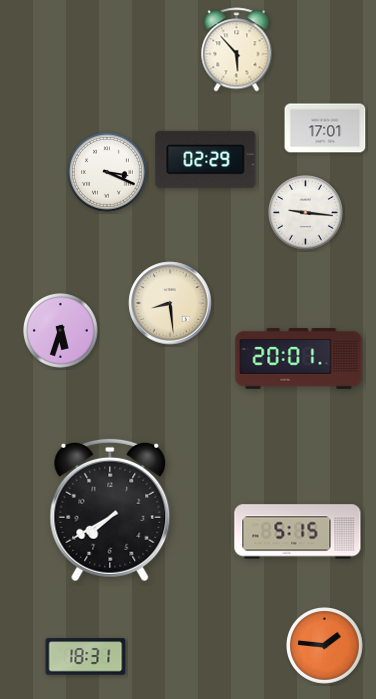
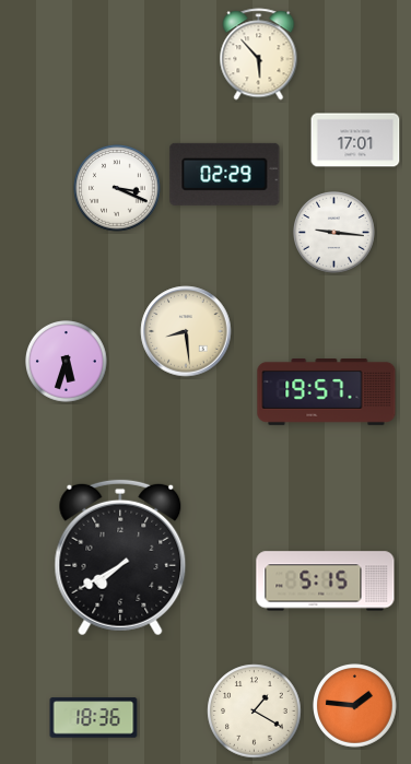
clock at (299, 359): 20:01 -> 19:57
clock at (255, 712): none -> 1:20
clock at (86, 657): 18:31 -> 18:36
